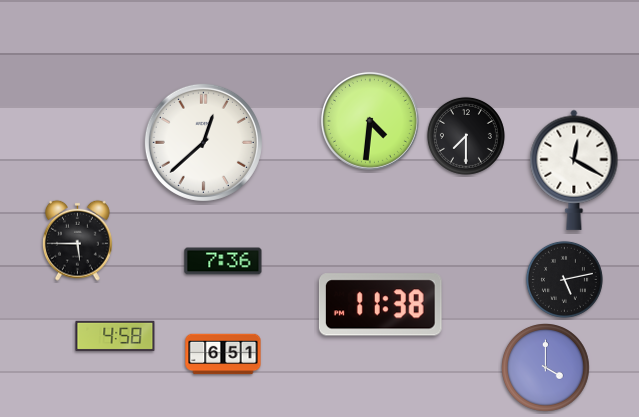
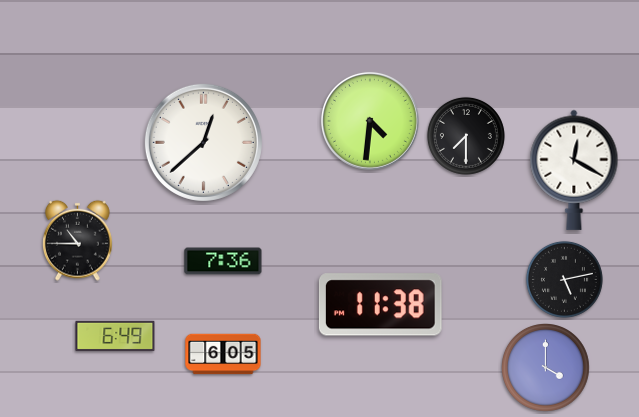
clock at (78, 240): 5:45 -> 10:45
clock at (115, 336): 4:58 -> 6:49
clock at (223, 354): 6:51 -> 6:05
